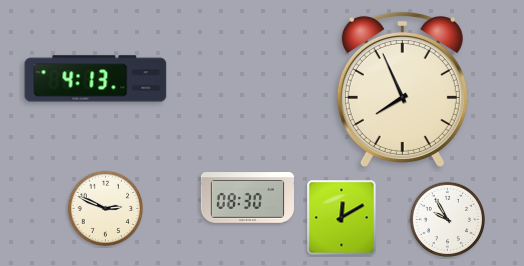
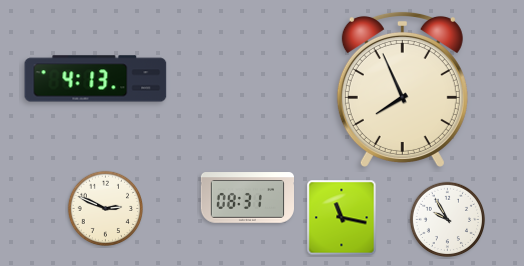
clock at (247, 198): 08:30 -> 08:31
clock at (342, 218): 12:10 -> 11:17
